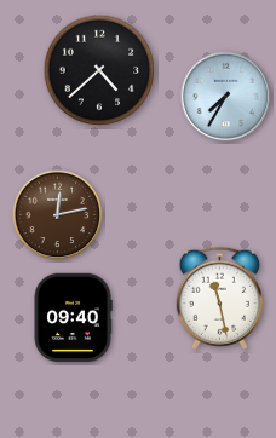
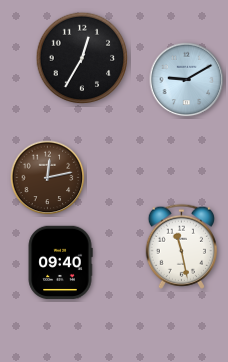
clock at (99, 70): 4:38 -> 12:35
clock at (226, 97): 7:35 -> 9:10
